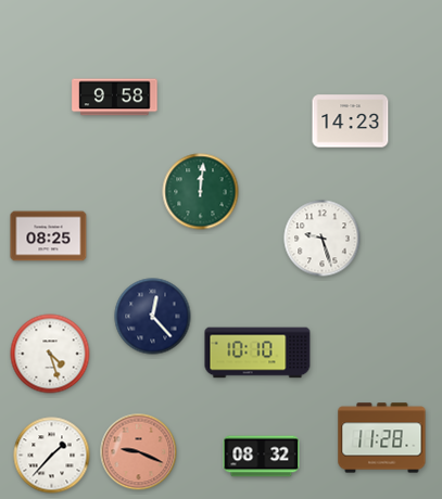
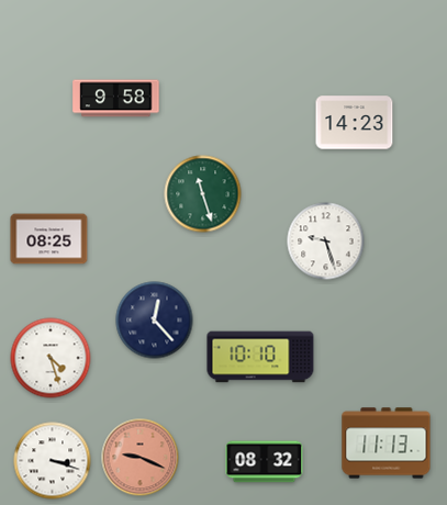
clock at (201, 192): 12:01 -> 11:27
clock at (382, 438): 11:28 -> 11:13
clock at (52, 456): 1:37 -> 3:18
